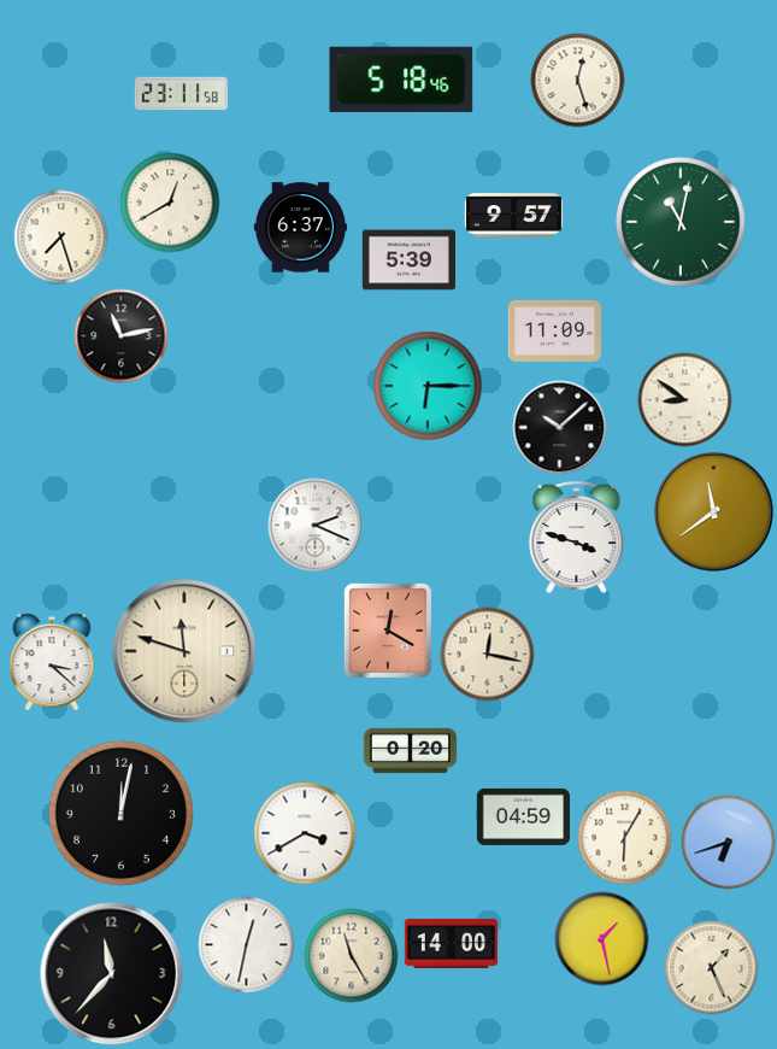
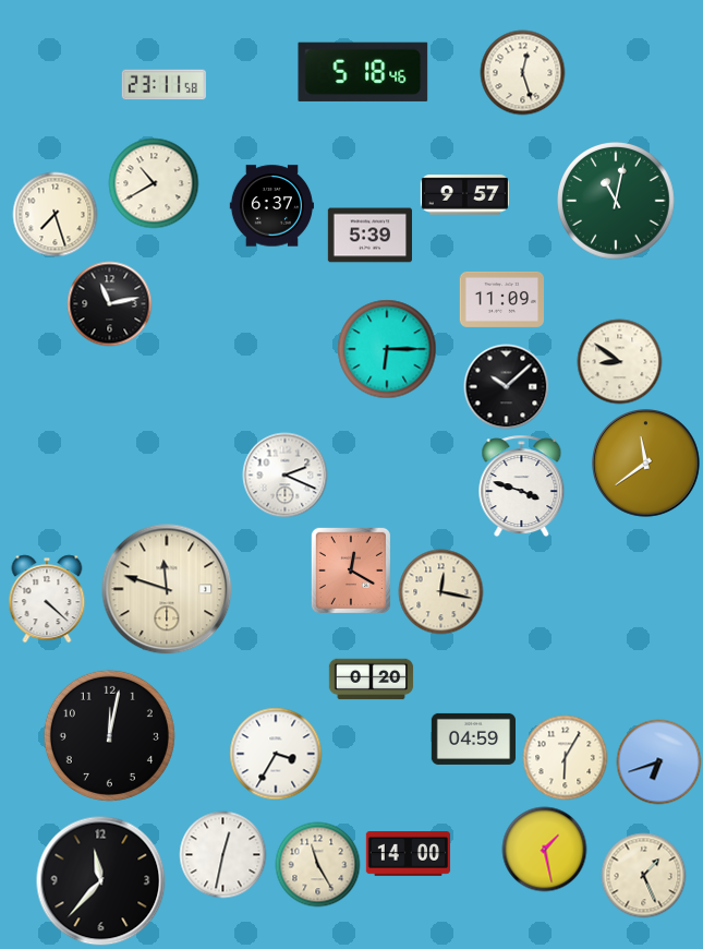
clock at (170, 203): 12:40 -> 10:40
clock at (52, 662): 3:22 -> 4:22
clock at (305, 833): 3:40 -> 3:35
